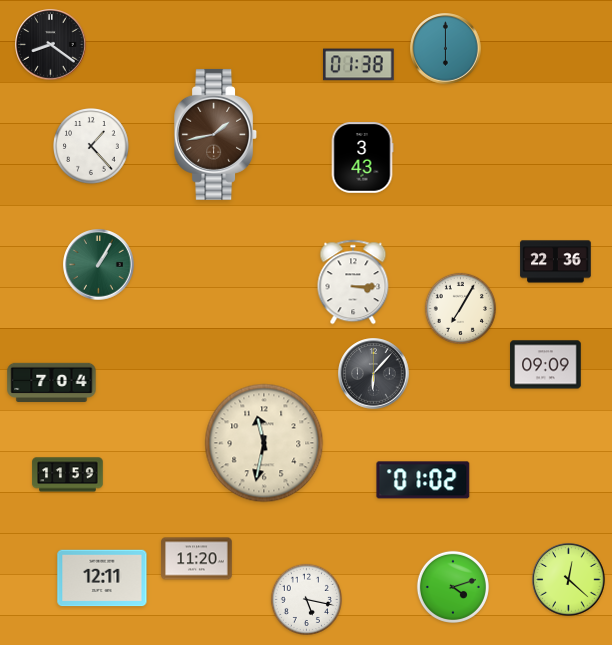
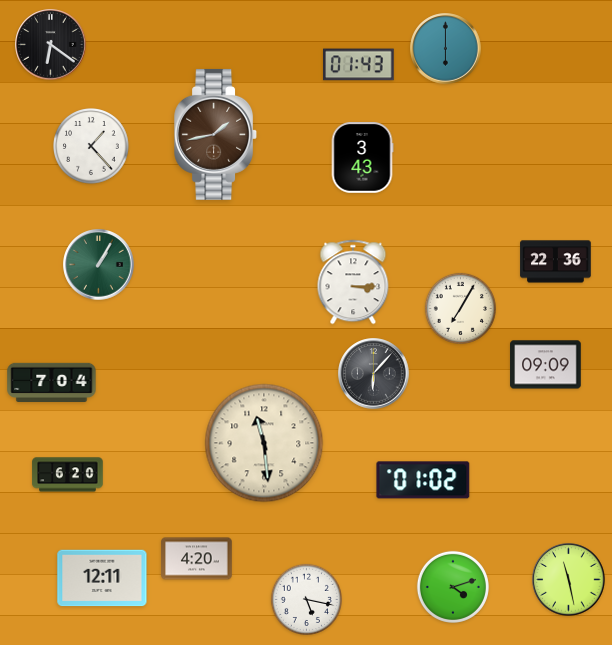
clock at (51, 45): 8:21 -> 6:21
clock at (359, 65): 01:38 -> 01:43
clock at (264, 443): 11:32 -> 11:29
clock at (68, 475): 11:59 -> 6:20
clock at (197, 559): 11:20 -> 4:20
clock at (569, 580): 12:22 -> 11:28
